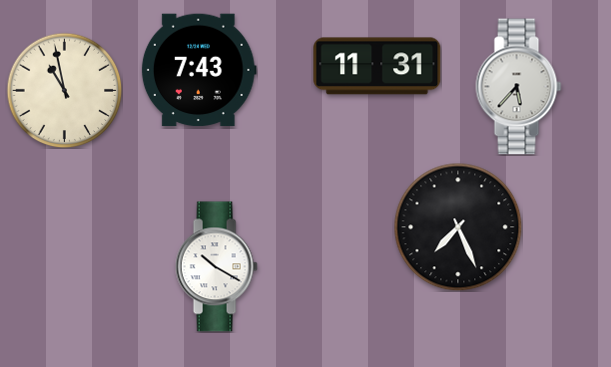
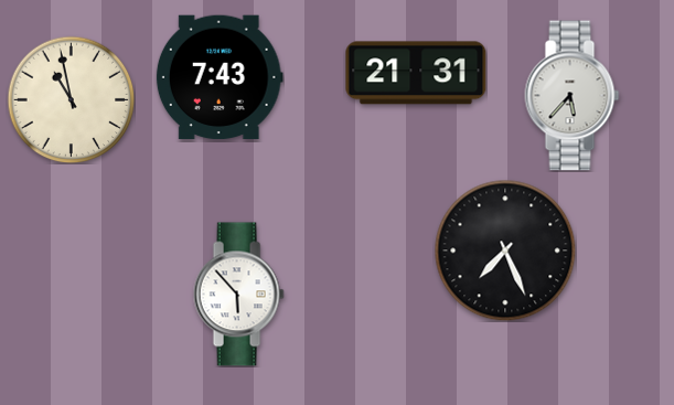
clock at (377, 66): 11:31 -> 21:31
clock at (216, 267): 10:20 -> 5:53
